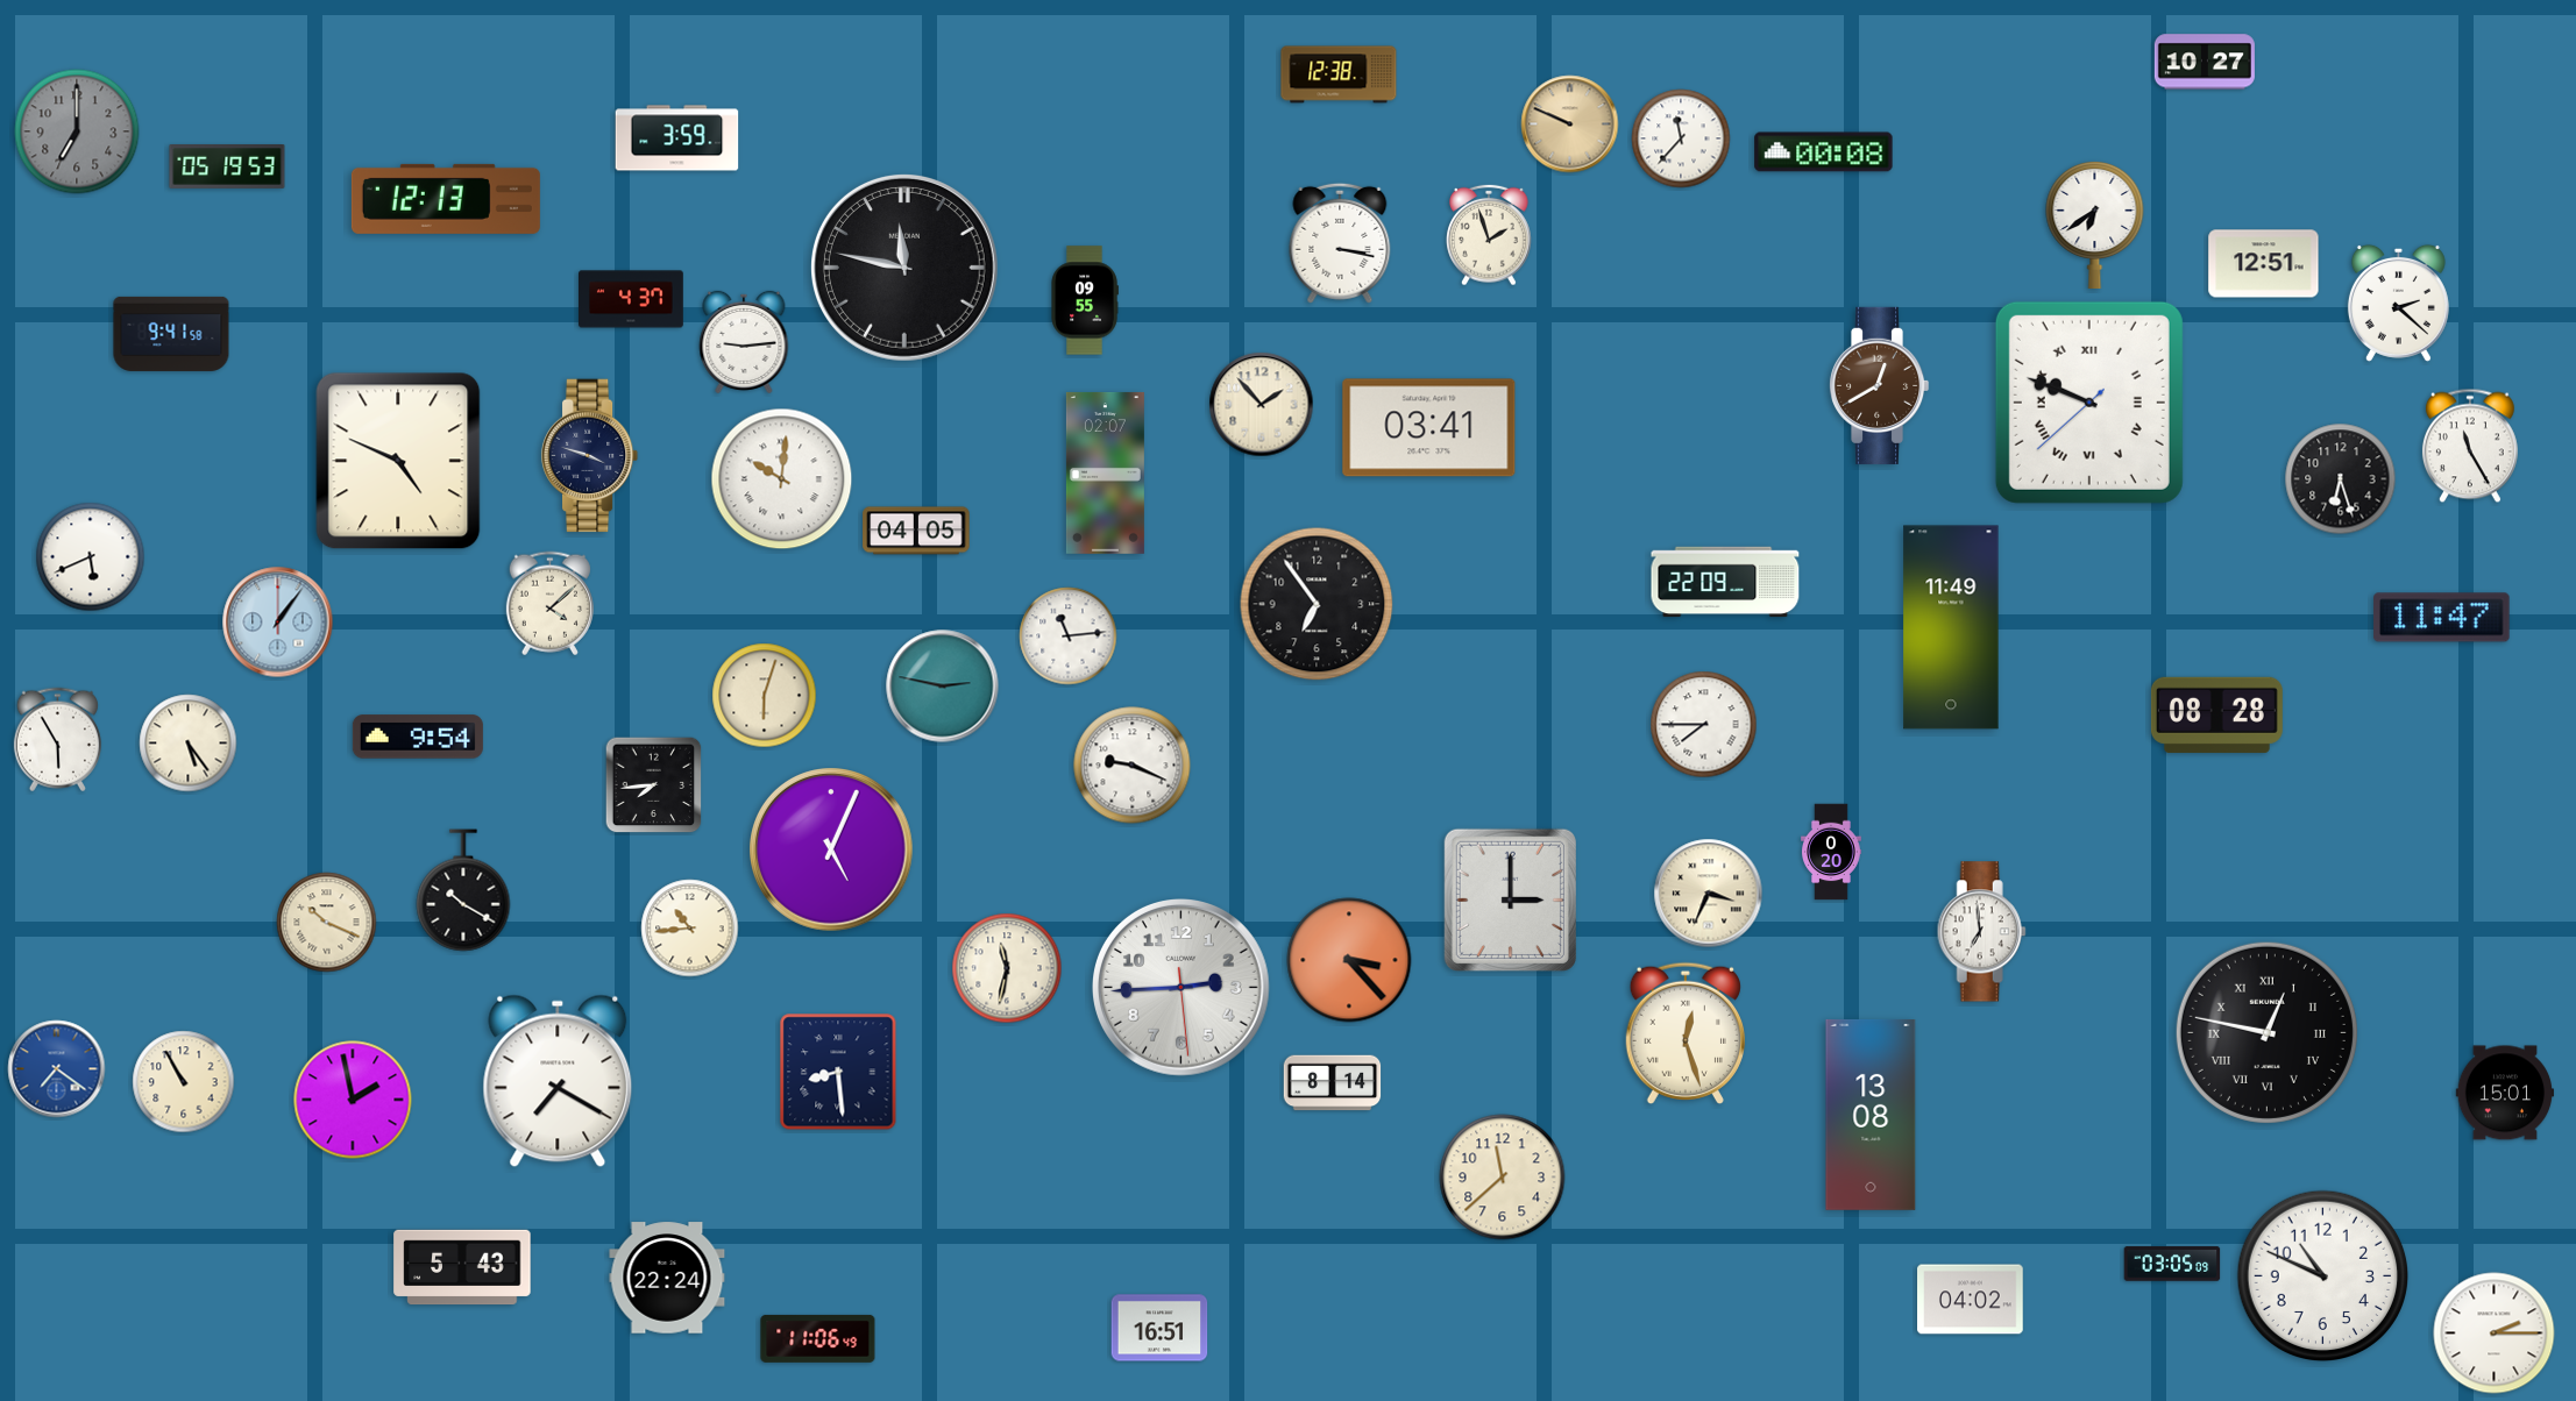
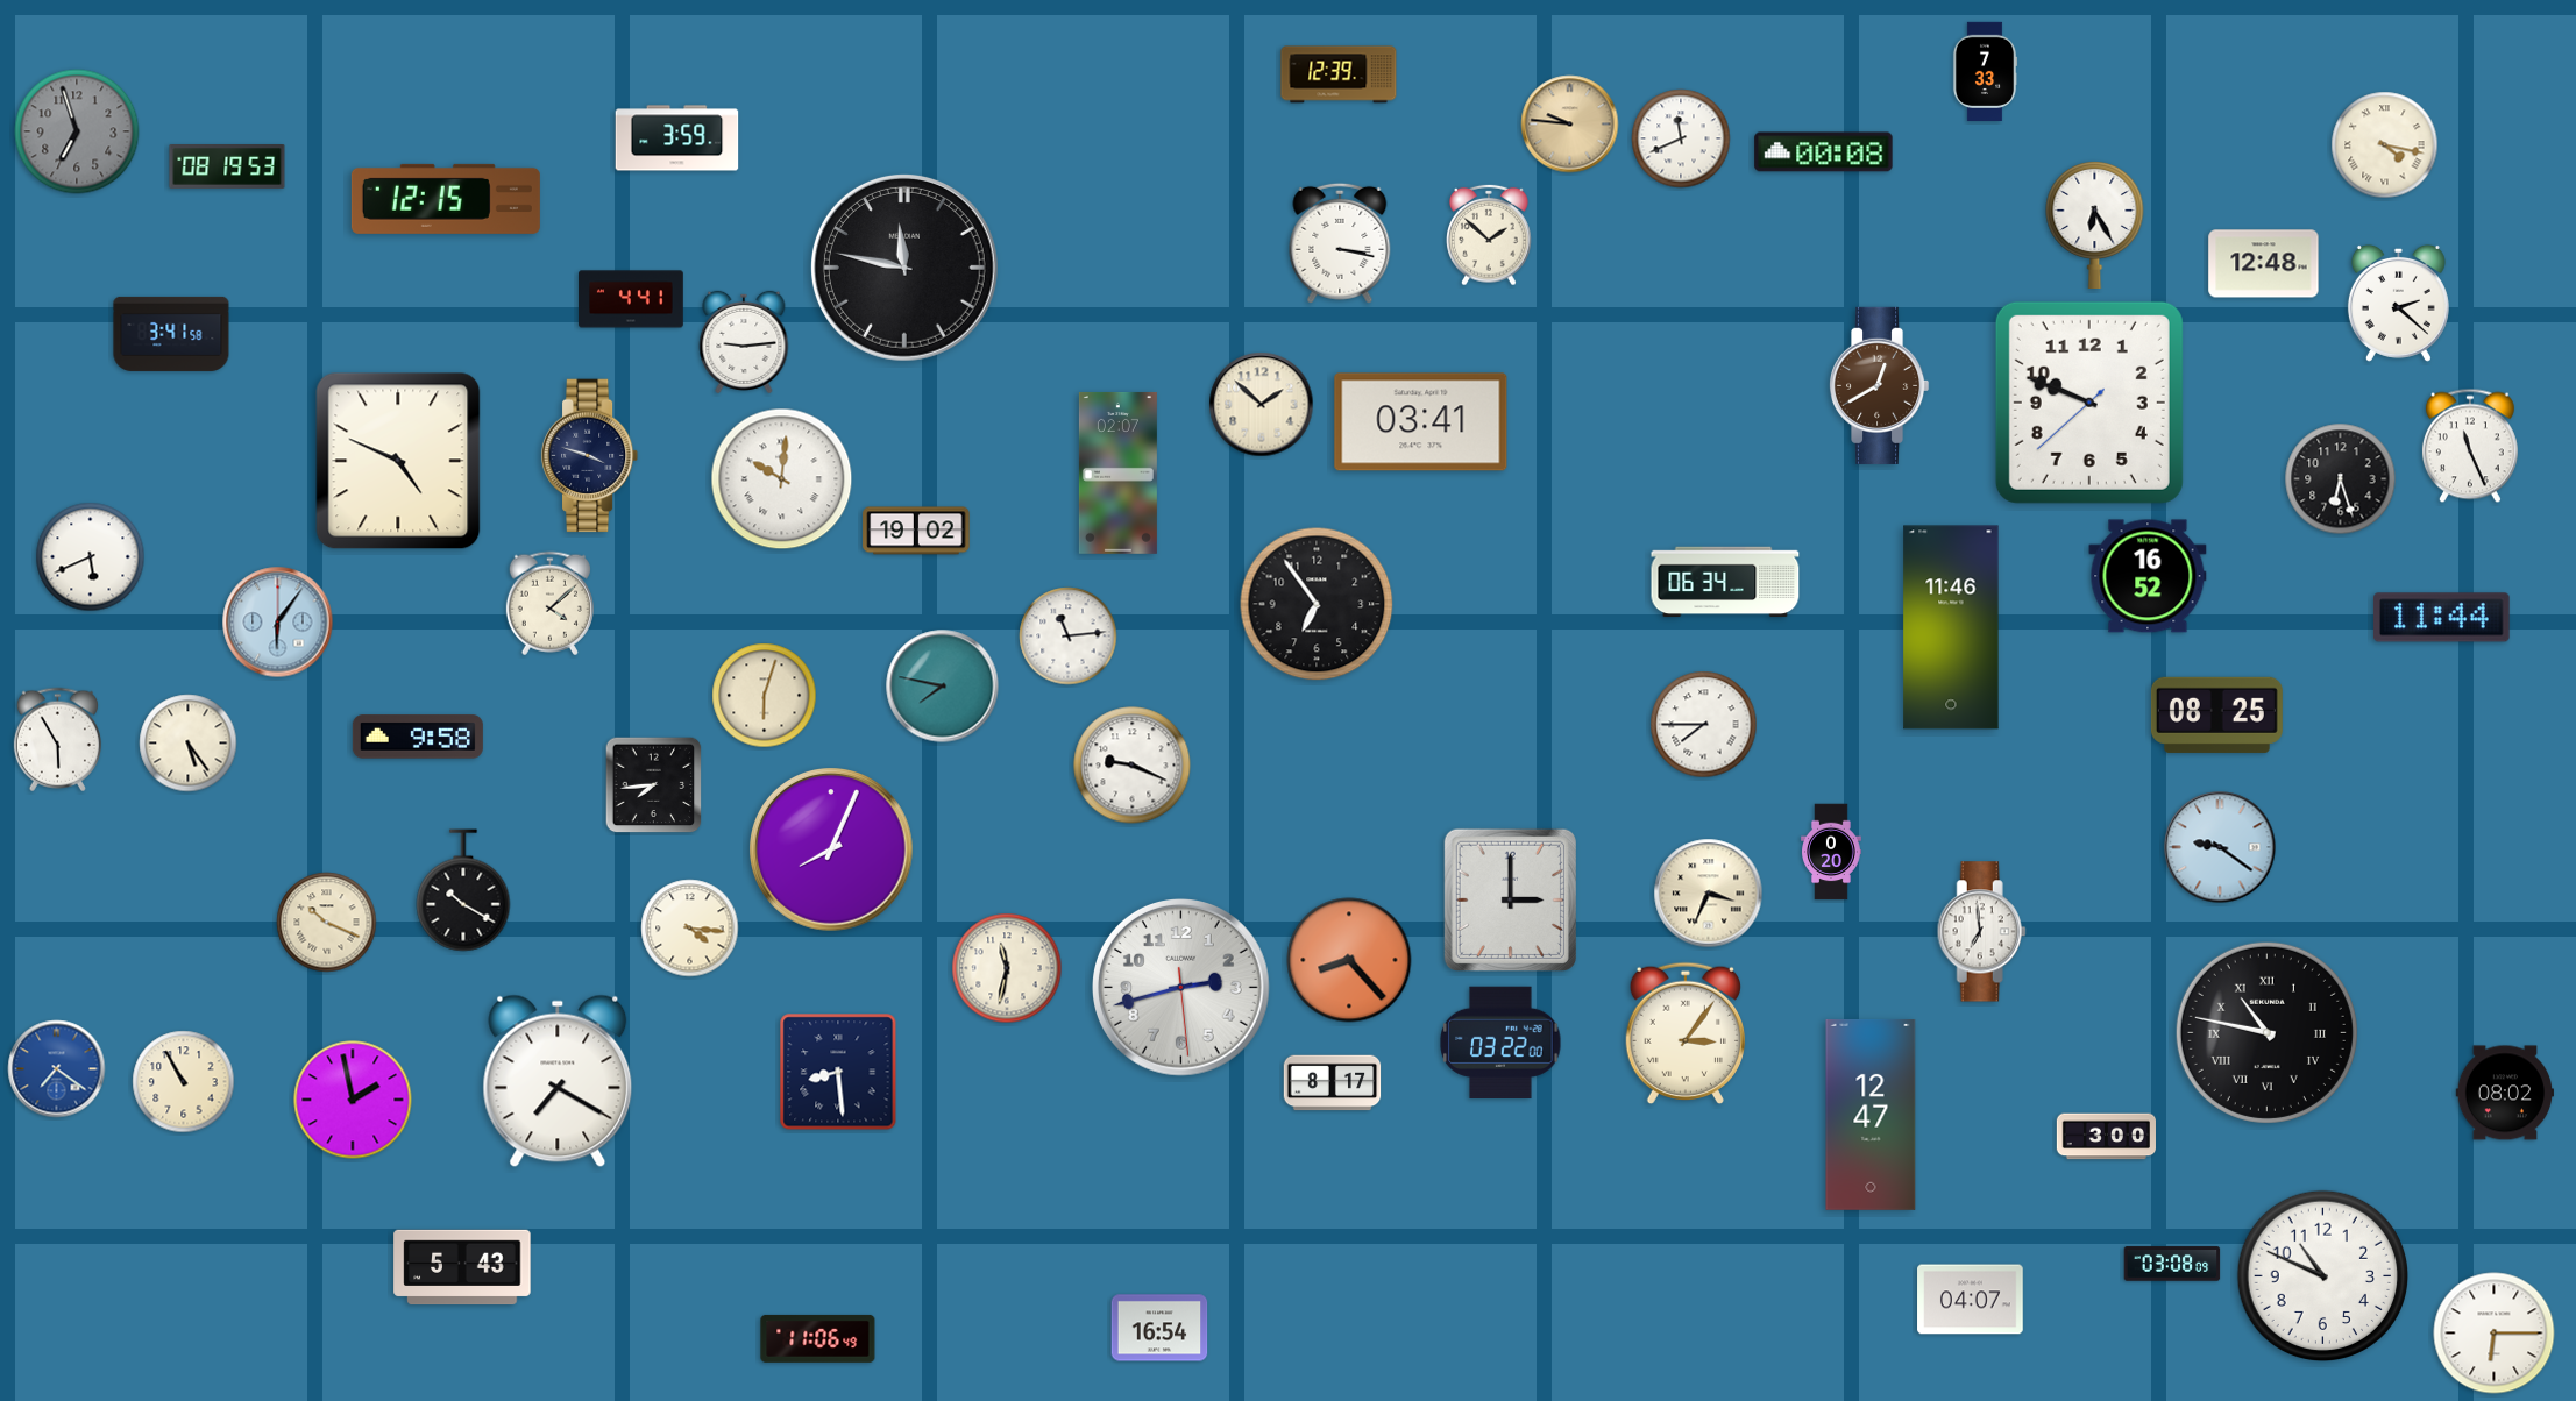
clock at (2205, 62): 10:27 -> none
clock at (1985, 71): none -> 7:33
clock at (1339, 74): 12:38 -> 12:39
clock at (1570, 125): 9:49 -> 9:46
clock at (77, 131): 7:00 -> 6:57
clock at (1681, 138): 11:37 -> 11:41
clock at (2385, 145): none -> 4:17
clock at (227, 168): 05:19 -> 08:19
clock at (446, 199): 12:13 -> 12:15
clock at (2095, 223): 6:39 -> 6:25
clock at (1489, 235): 1:57 -> 1:52
clock at (2264, 264): 12:51 -> 12:48
clock at (632, 299): 4:37 -> 4:41
clock at (1085, 300): 09:55 -> none
clock at (171, 334): 9:41 -> 3:41
clock at (2089, 403) numerals: Roman -> Arabic
clock at (1262, 405): 1:53 -> 1:52
clock at (1429, 428) position: (1429, 428) -> (1421, 422)
clock at (2470, 446): 11:25 -> 11:26
clock at (1105, 472) position: (1105, 472) -> (1117, 472)
clock at (916, 531): 04:05 -> 19:02
clock at (2148, 576): none -> 16:52
clock at (1725, 582): 22:09 -> 06:34
clock at (2442, 618): 11:47 -> 11:44
clock at (278, 623): 1:06 -> 6:06
clock at (1951, 627): 11:49 -> 11:46
clock at (943, 687): 2:47 -> 7:47
clock at (2216, 714): 08:28 -> 08:25
clock at (418, 737): 9:54 -> 9:58
clock at (2220, 847): none -> 9:21
clock at (831, 849): 5:04 -> 8:04
clock at (690, 929): 10:44 -> 4:16
clock at (1349, 960): 3:23 -> 8:23
clock at (1181, 988): 2:44 -> 2:42
clock at (2266, 1032): 12:47 -> 10:47
clock at (1684, 1033): 12:27 -> 3:06
clock at (1500, 1041): none -> 03:22
clock at (1333, 1083): 8:14 -> 8:17
clock at (2504, 1093): 15:01 -> 08:02
clock at (1871, 1115): 13:08 -> 12:47
clock at (2106, 1137): none -> 3:00
clock at (1503, 1178): 11:38 -> none
clock at (2172, 1264): 03:05 -> 03:08
clock at (667, 1278): 22:24 -> none
clock at (1971, 1300): 04:02 -> 04:07
clock at (1159, 1328): 16:51 -> 16:54
clock at (2495, 1334): 2:15 -> 6:15
